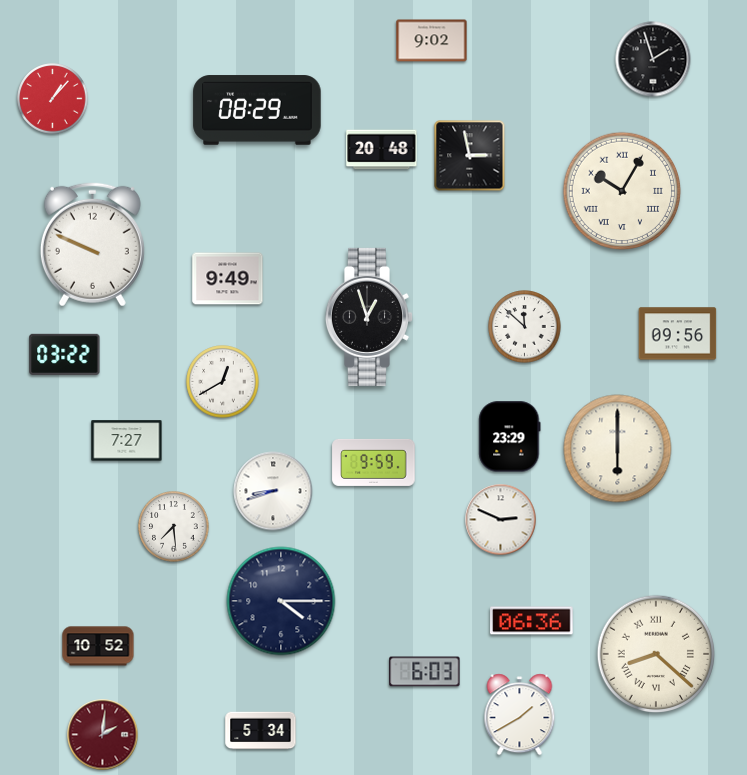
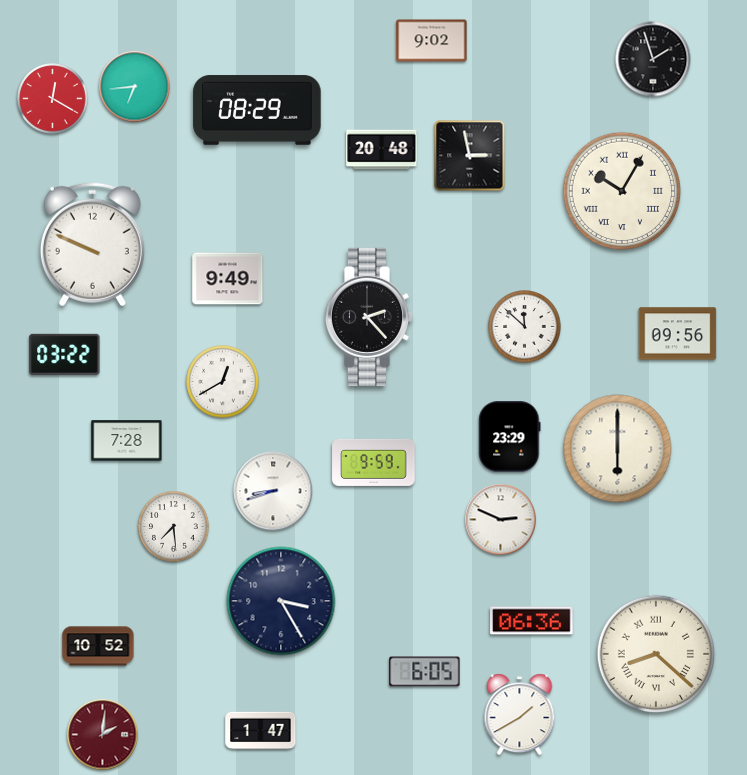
clock at (135, 87): none -> 6:44
clock at (53, 99): 1:07 -> 12:20
clock at (369, 317): 12:57 -> 2:23
clock at (127, 441): 7:27 -> 7:28
clock at (281, 601): 4:15 -> 3:25
clock at (425, 672): 6:03 -> 6:05
clock at (261, 731): 5:34 -> 1:47
